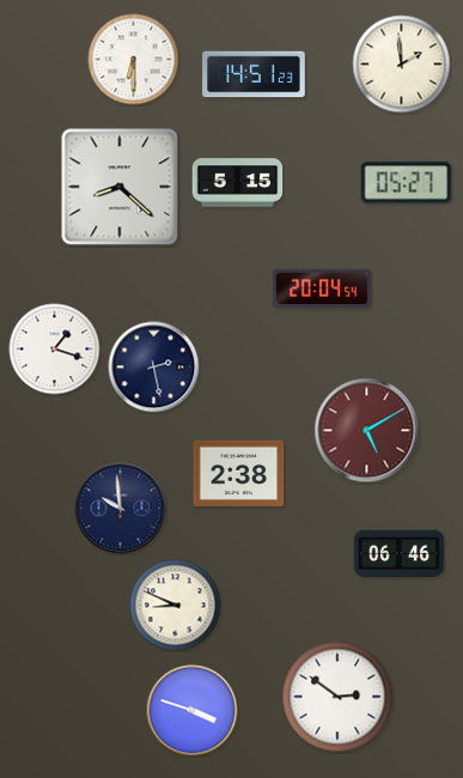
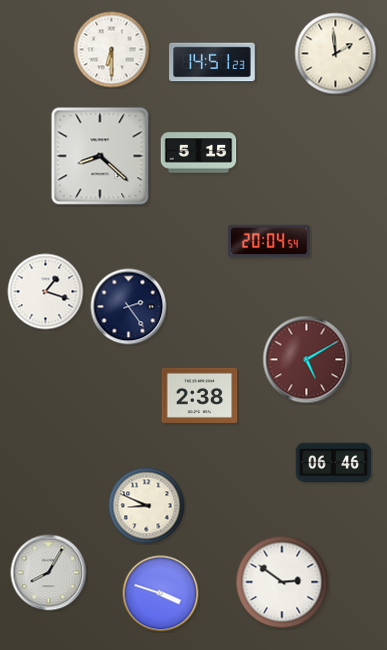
clock at (407, 183): 05:27 -> none
clock at (154, 367): 2:28 -> 2:24
clock at (121, 509): 9:59 -> none
clock at (49, 573): none -> 8:05
